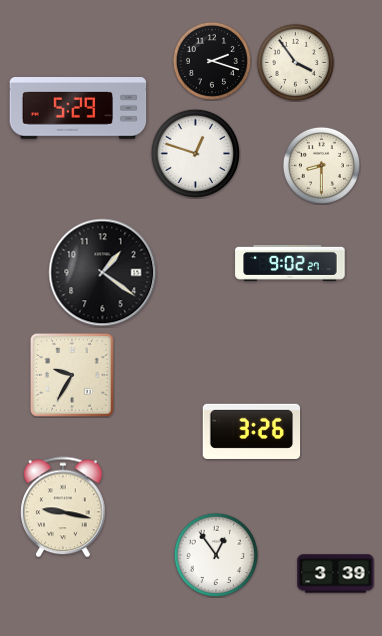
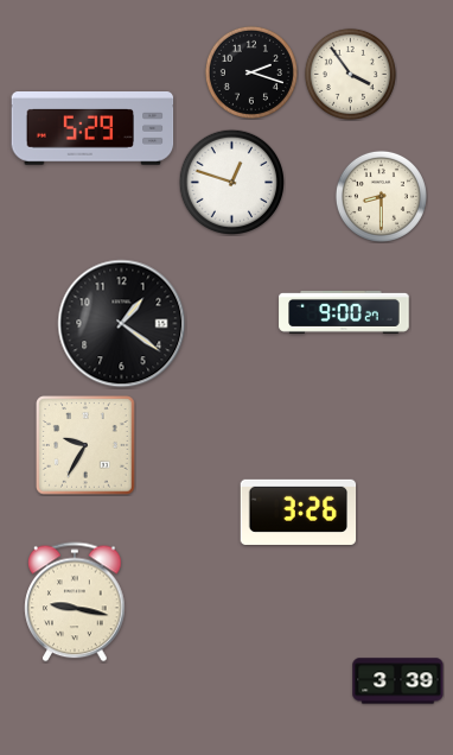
clock at (290, 263): 9:02 -> 9:00
clock at (216, 555): 12:54 -> none
